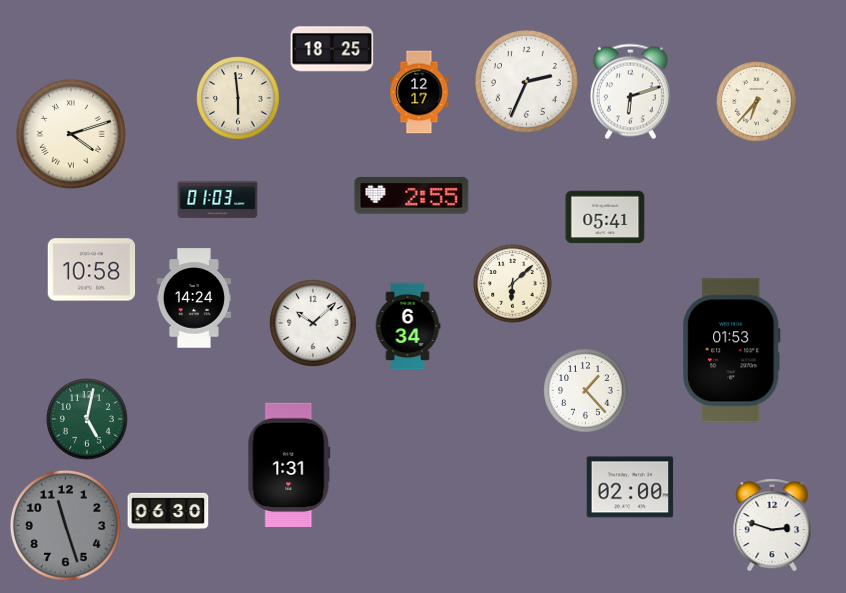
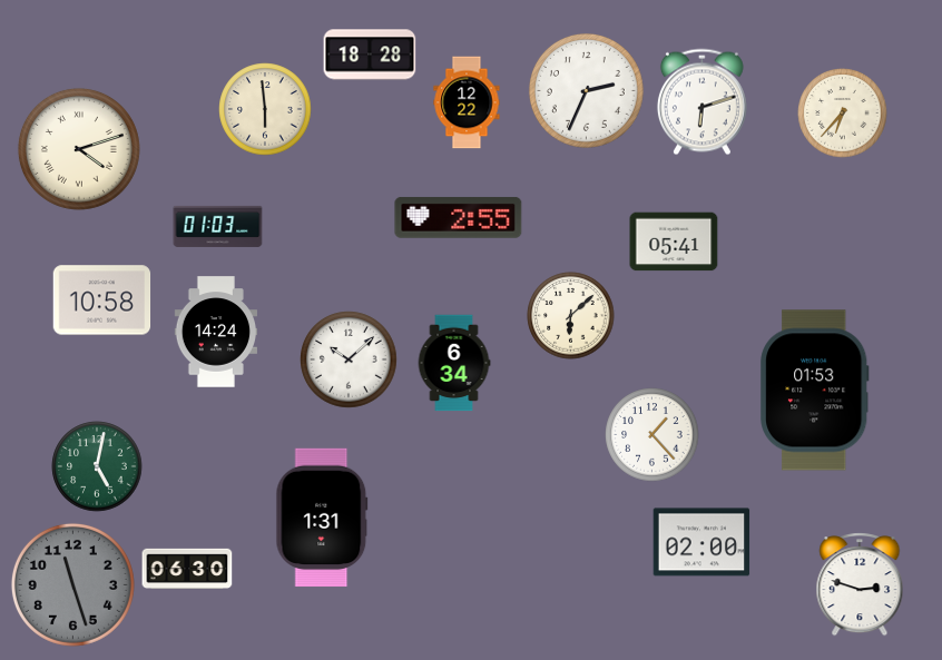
clock at (332, 49): 18:25 -> 18:28
clock at (419, 92): 12:17 -> 12:22
clock at (218, 199) position: (218, 199) -> (218, 226)
